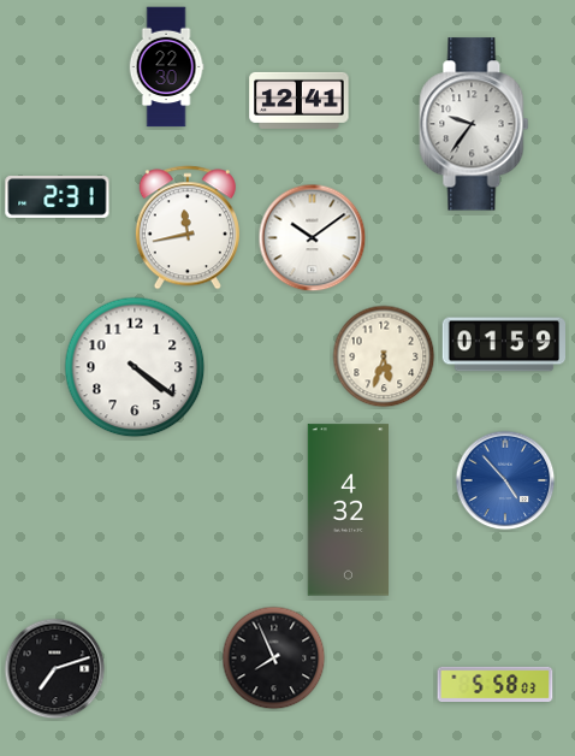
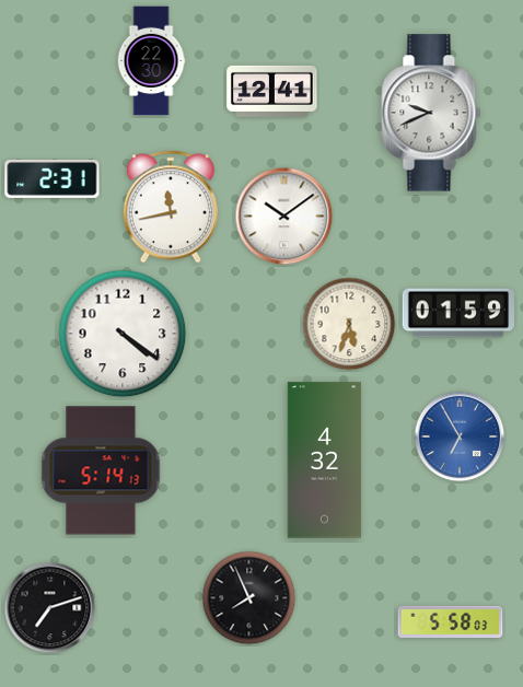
clock at (474, 124): 9:36 -> 9:41
clock at (505, 480): 4:53 -> 6:55
clock at (348, 510) position: (348, 510) -> (324, 461)
clock at (101, 470): none -> 5:14
